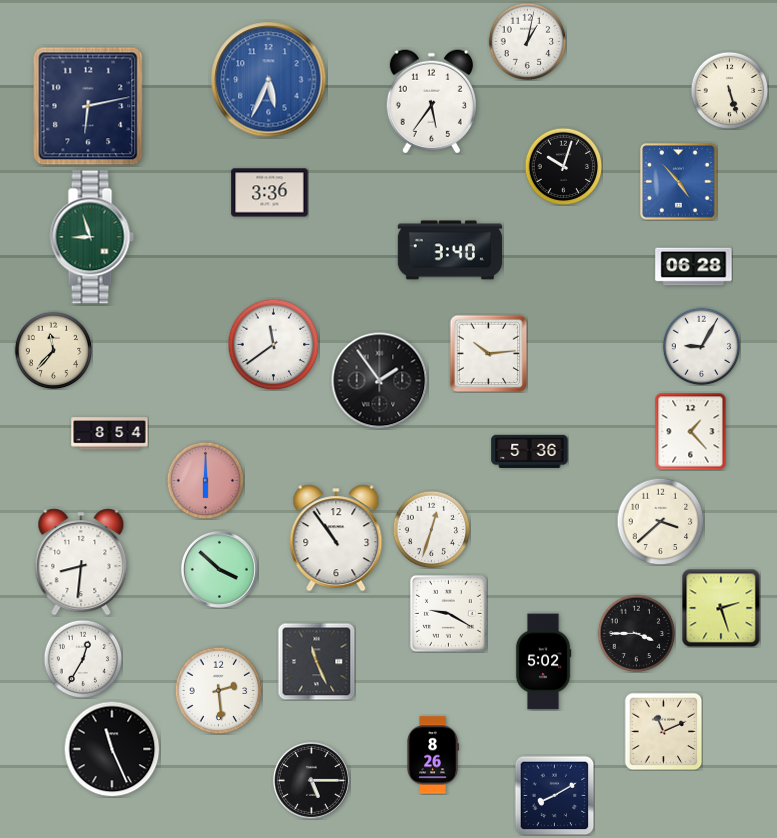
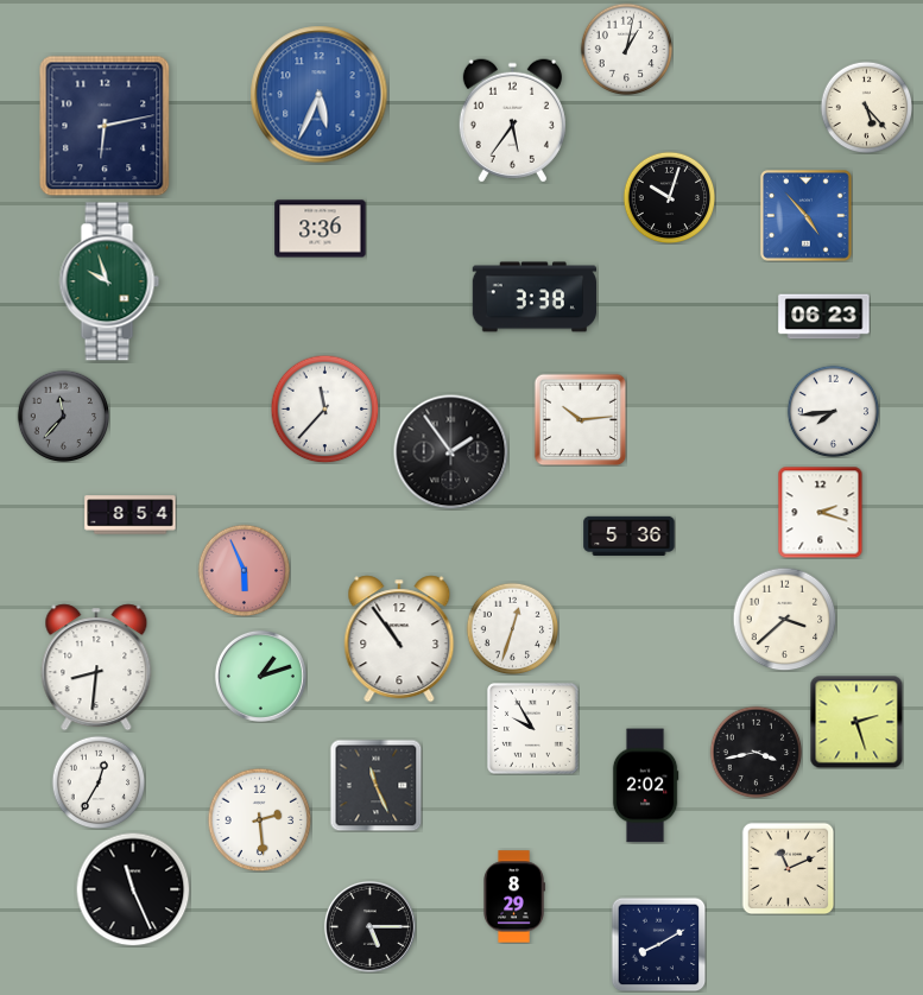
clock at (729, 90): 5:27 -> 5:23
clock at (92, 237): 8:57 -> 9:57
clock at (449, 250): 3:40 -> 3:38
clock at (694, 267): 06:28 -> 06:23
clock at (273, 344): 11:39 -> 11:37
clock at (701, 346): 9:05 -> 7:44
clock at (53, 350) dial: cream -> grey
clock at (691, 431): 1:23 -> 2:18
clock at (205, 480): 6:00 -> 5:56
clock at (219, 569): 3:52 -> 1:12
clock at (449, 614): 9:20 -> 9:55
clock at (636, 633): 3:45 -> 3:43
clock at (543, 662): 5:02 -> 2:02
clock at (433, 755): 8:26 -> 8:29
